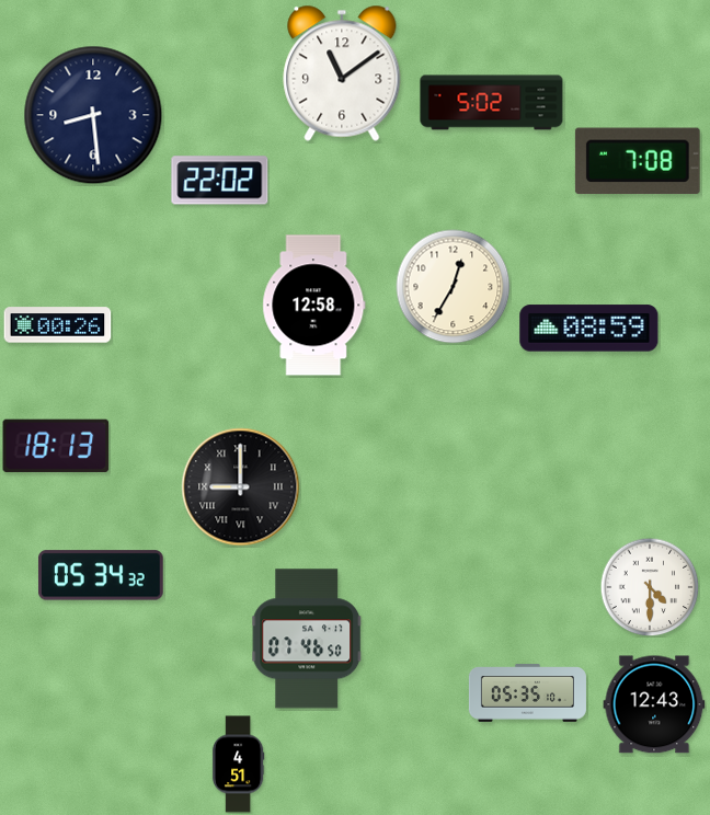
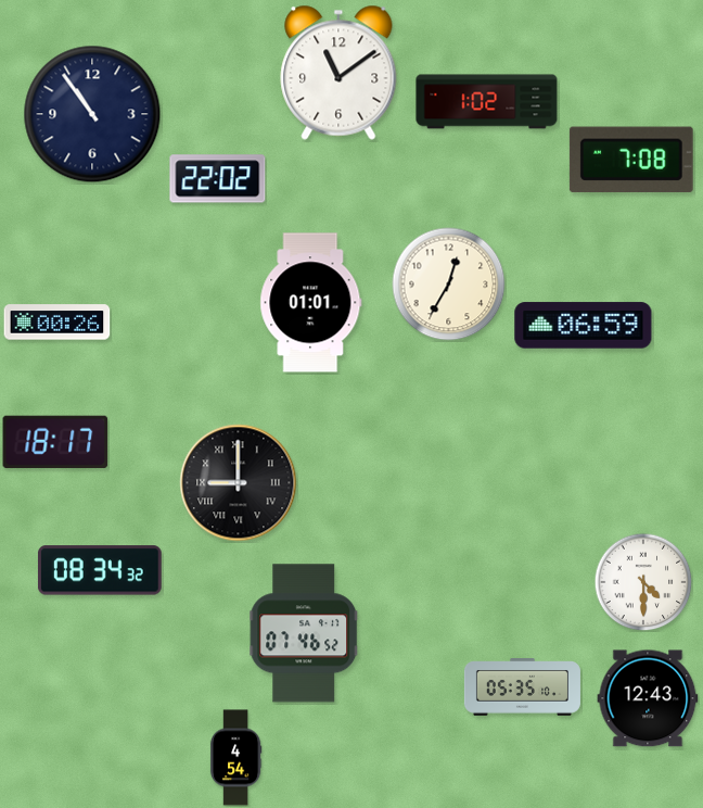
clock at (492, 103): 5:02 -> 1:02
clock at (93, 115): 8:29 -> 10:54
clock at (314, 306): 12:58 -> 01:01
clock at (589, 329): 08:59 -> 06:59
clock at (56, 446): 18:13 -> 18:17
clock at (101, 575): 05:34 -> 08:34
clock at (308, 639): 07:46:50 -> 07:46:52
clock at (238, 765): 4:51 -> 4:54
